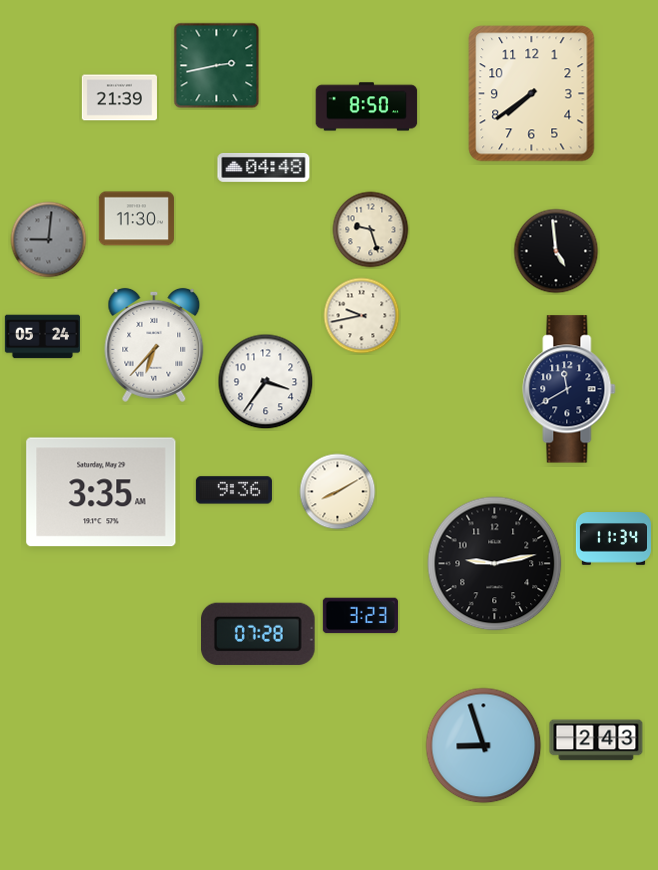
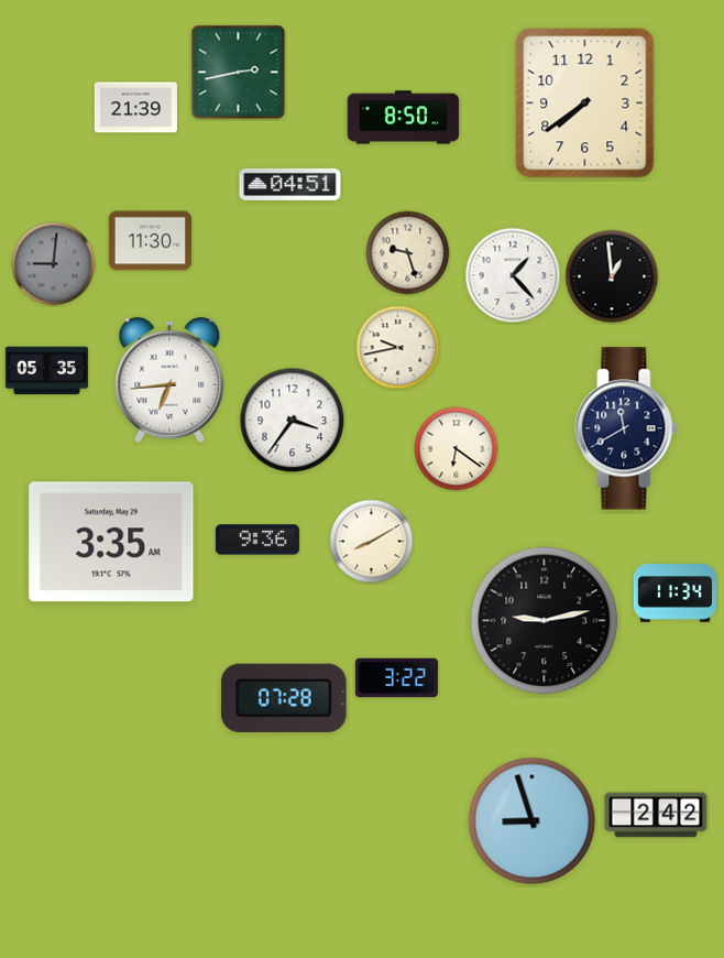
clock at (119, 98) position: (119, 98) -> (135, 108)
clock at (264, 167): 04:48 -> 04:51
clock at (513, 275): none -> 1:23
clock at (556, 251): 4:59 -> 12:59
clock at (42, 337): 05:24 -> 05:35
clock at (154, 345): 6:37 -> 6:44
clock at (457, 449): none -> 6:21
clock at (360, 616): 3:23 -> 3:22
clock at (596, 740): 2:43 -> 2:42
